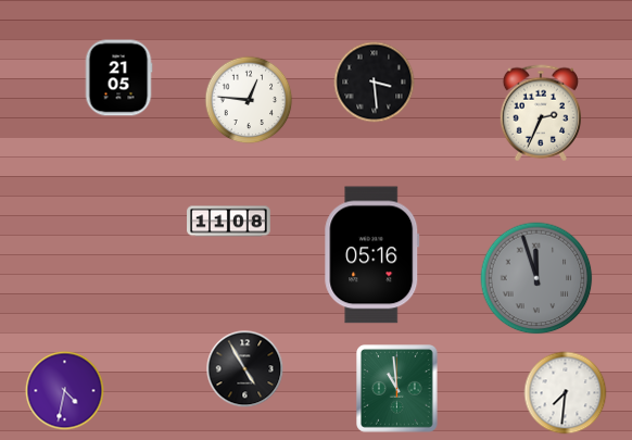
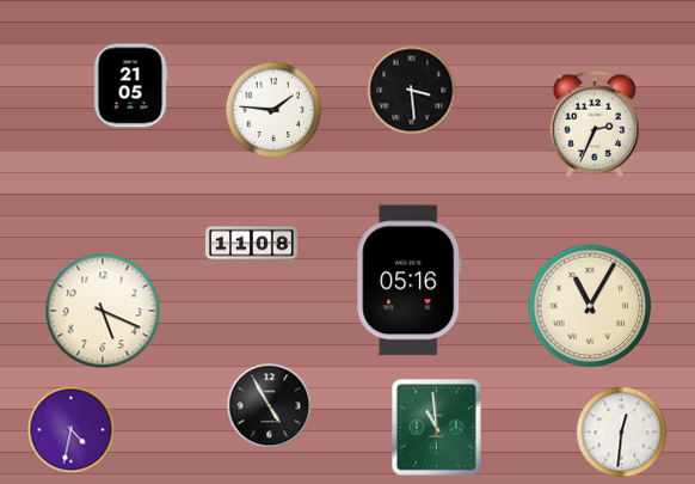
clock at (249, 100): 12:46 -> 1:46
clock at (536, 278): 11:57 -> 11:05
clock at (536, 278) dial: grey -> cream
clock at (103, 311): none -> 5:19
clock at (566, 393): 7:31 -> 12:31
